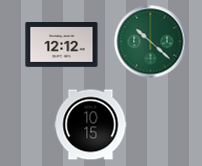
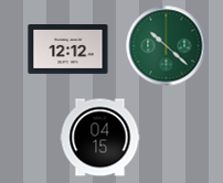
clock at (91, 125): 10:15 -> 04:15
